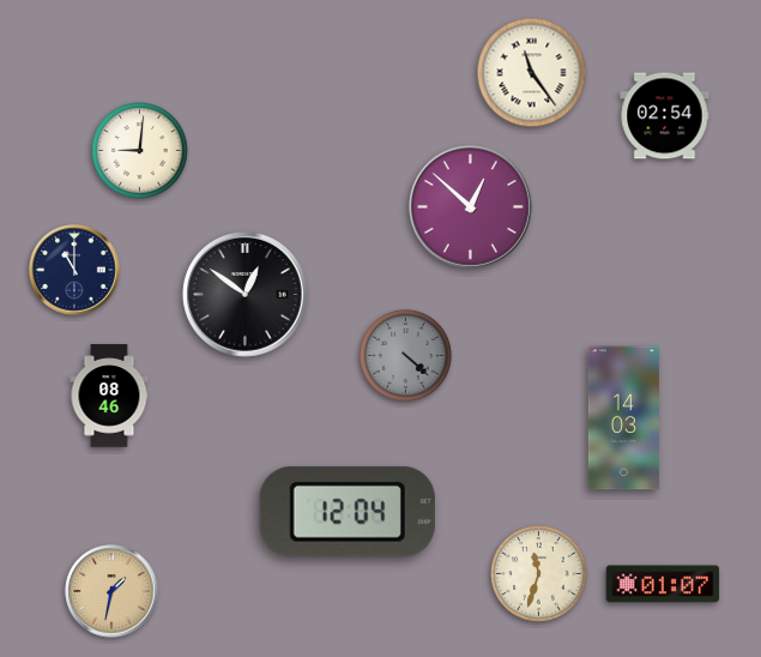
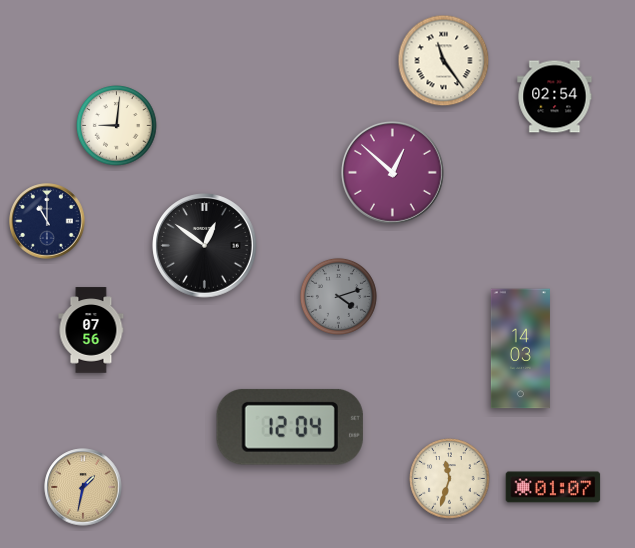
clock at (74, 270) position: (74, 270) -> (47, 221)
clock at (405, 355): 4:22 -> 4:12
clock at (109, 396): 08:46 -> 07:56
clock at (111, 591) position: (111, 591) -> (83, 487)
